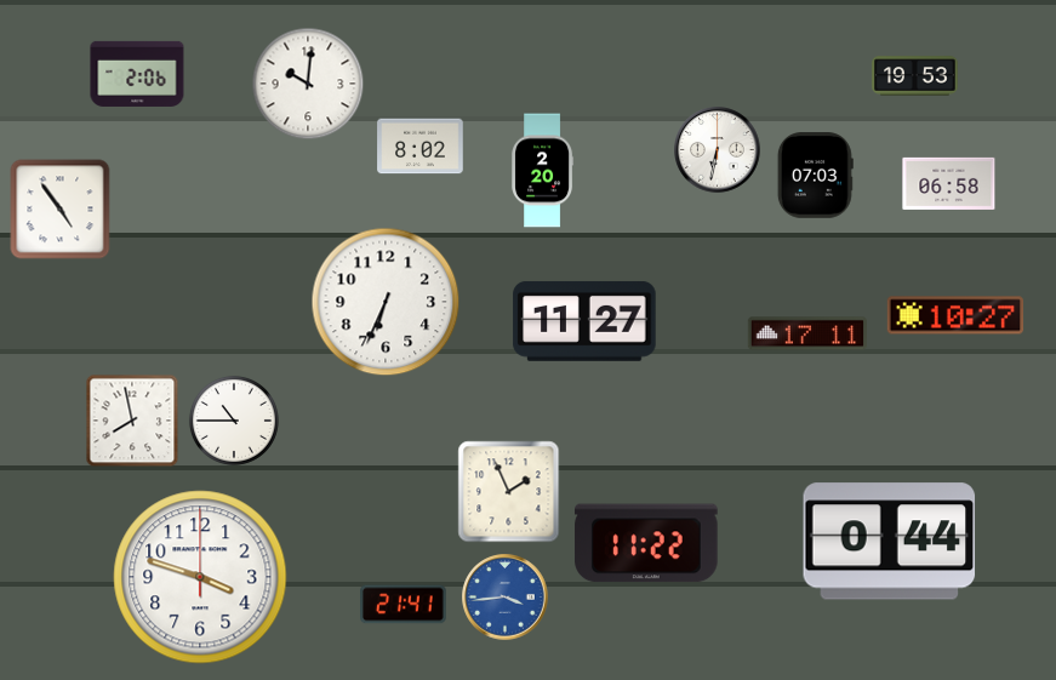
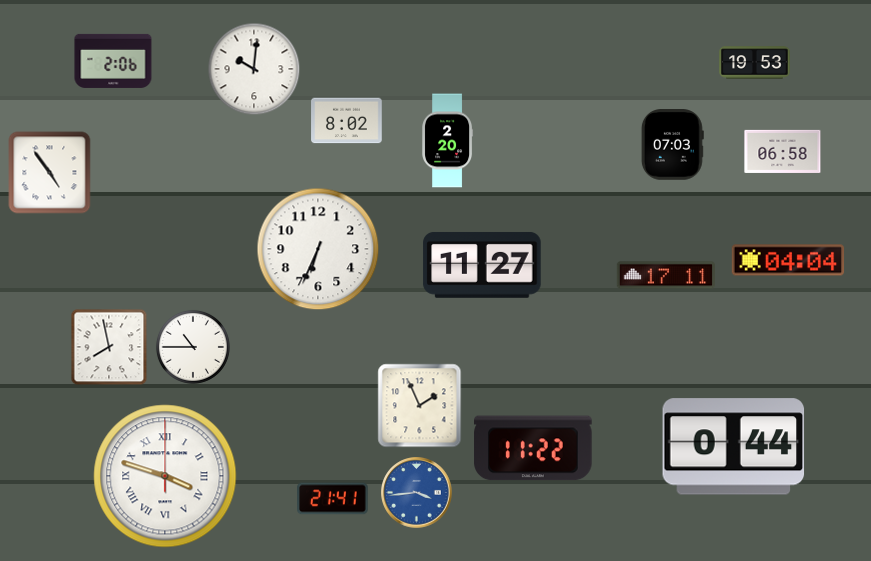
clock at (718, 150): 6:32 -> none
clock at (955, 315): 10:27 -> 04:04
clock at (200, 577) numerals: Arabic -> Roman
